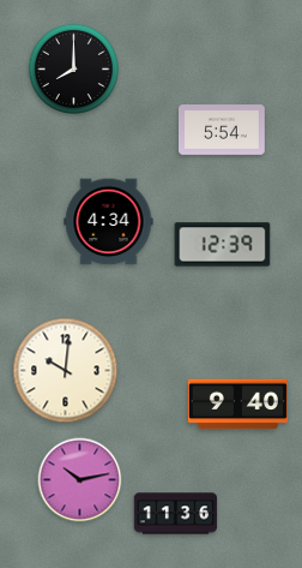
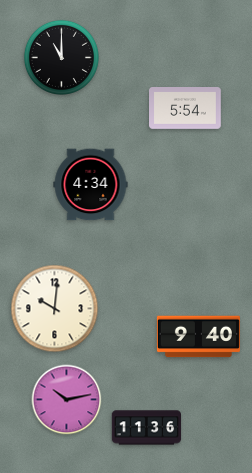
clock at (73, 68): 8:00 -> 11:00
clock at (223, 245): 12:39 -> none
